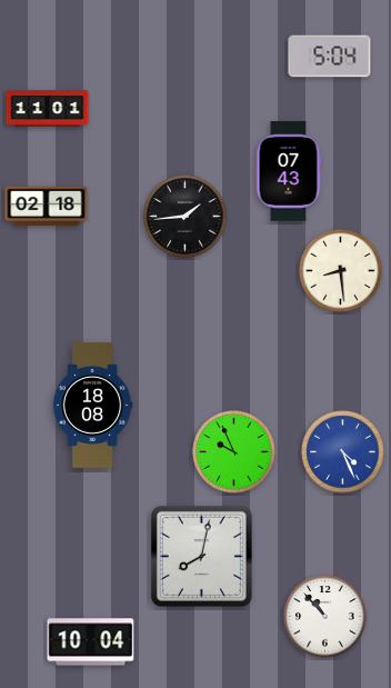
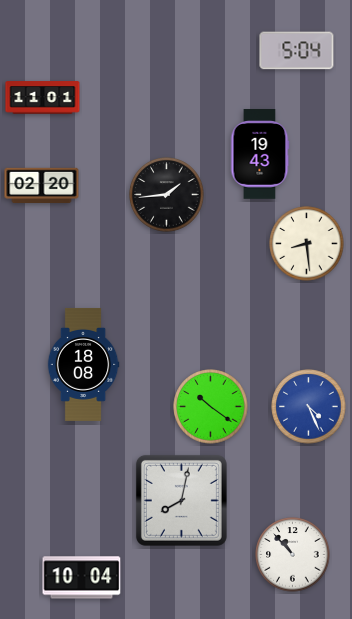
clock at (289, 171): 07:43 -> 19:43
clock at (47, 206): 02:18 -> 02:20
clock at (234, 452): 9:56 -> 10:21
